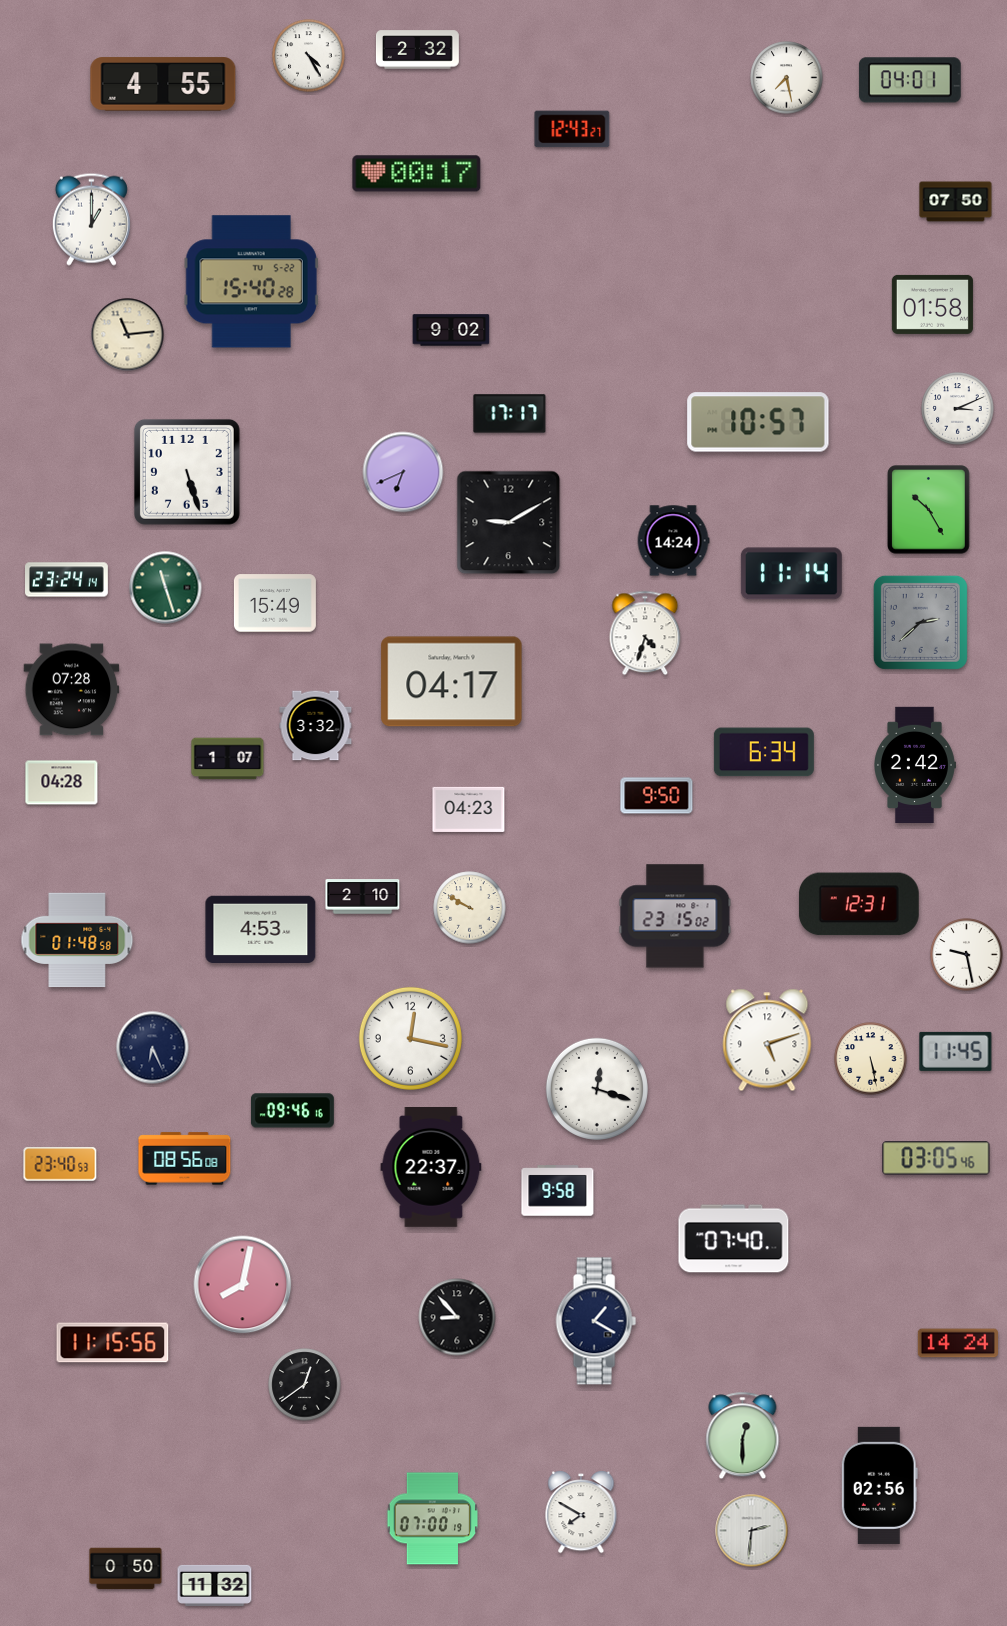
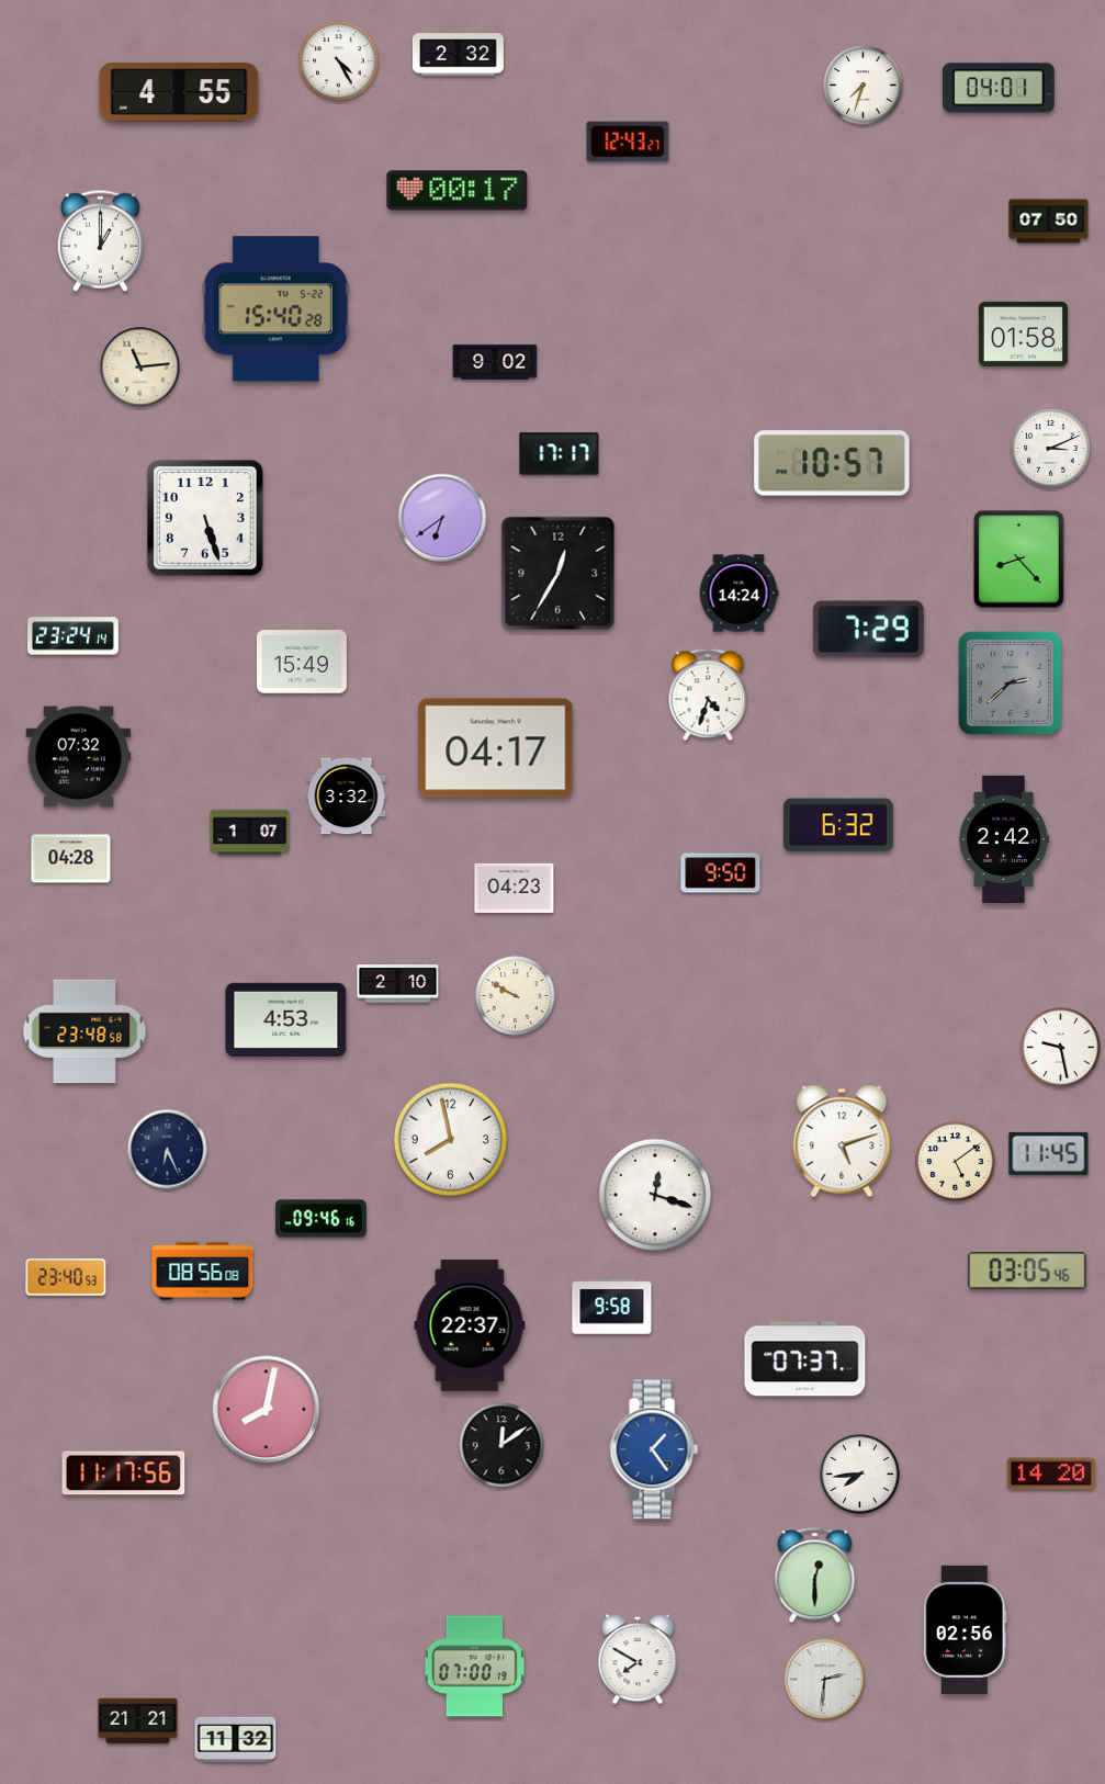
clock at (787, 78): 7:28 -> 7:33
clock at (403, 472): 6:41 -> 6:39
clock at (929, 510): 10:25 -> 8:23
clock at (509, 523): 9:10 -> 12:35
clock at (791, 574): 11:14 -> 7:29
clock at (166, 588): 11:27 -> none
clock at (72, 690): 07:28 -> 07:32
clock at (764, 752): 6:34 -> 6:32
clock at (62, 783) position: (62, 783) -> (71, 859)
clock at (859, 904): 12:31 -> none
clock at (675, 916): 23:15 -> none
clock at (77, 940): 01:48 -> 23:48
clock at (410, 1038): 12:17 -> 7:58
clock at (871, 1059): 5:28 -> 5:09
clock at (431, 1168) position: (431, 1168) -> (470, 1326)
clock at (734, 1239): 07:40 -> 07:37
clock at (457, 1317): 8:53 -> 12:09
clock at (596, 1321): 1:20 -> 1:24
clock at (596, 1321) dial: navy -> blue
clock at (113, 1343): 11:15 -> 11:17
clock at (958, 1343): 14:24 -> 14:20
clock at (860, 1475): none -> 7:44
clock at (305, 1385): 12:39 -> none
clock at (126, 1569): 0:50 -> 21:21
